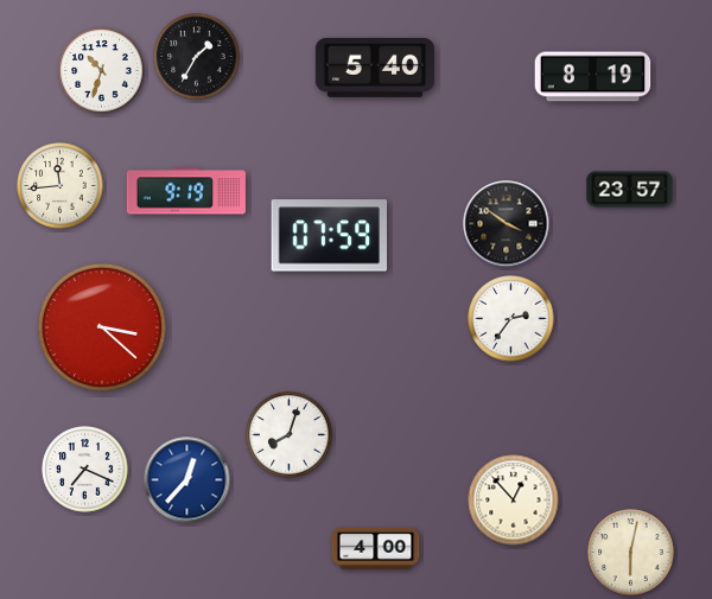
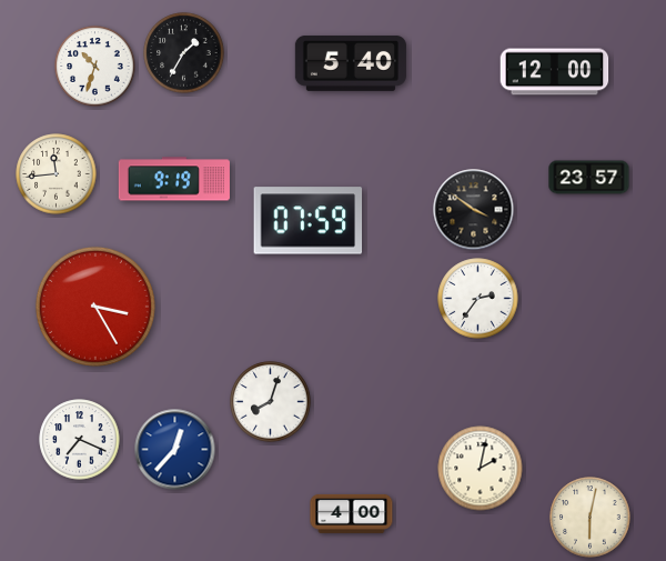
clock at (593, 77): 8:19 -> 12:00
clock at (102, 327): 3:22 -> 3:25
clock at (290, 435) position: (290, 435) -> (271, 402)
clock at (514, 501): 12:53 -> 2:02
